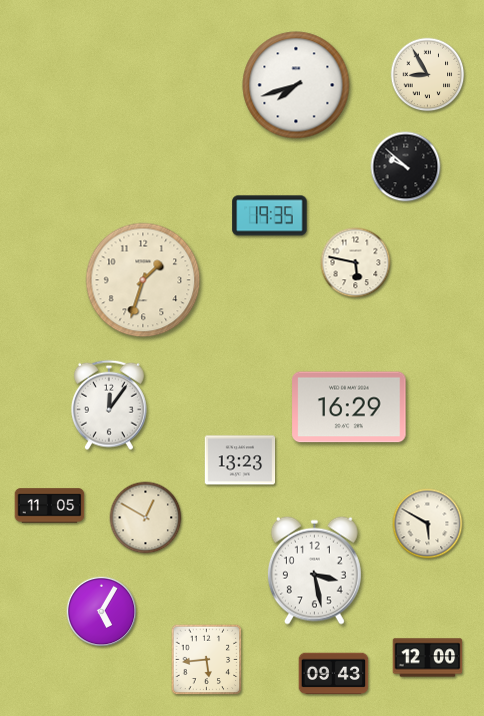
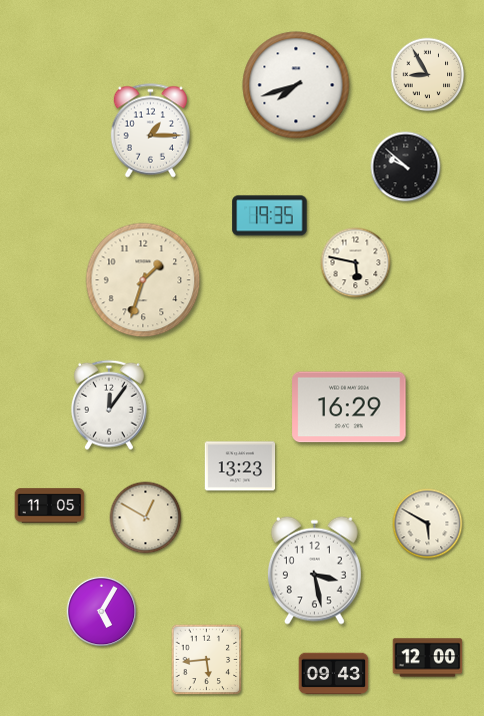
clock at (150, 131): none -> 1:15
clock at (240, 460) position: (240, 460) -> (240, 466)
